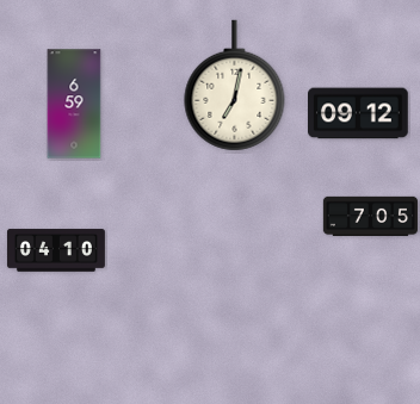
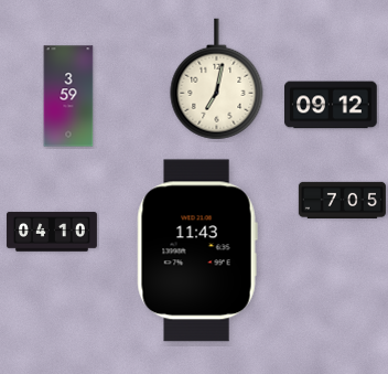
clock at (74, 104): 6:59 -> 3:59
clock at (197, 250): none -> 11:43
